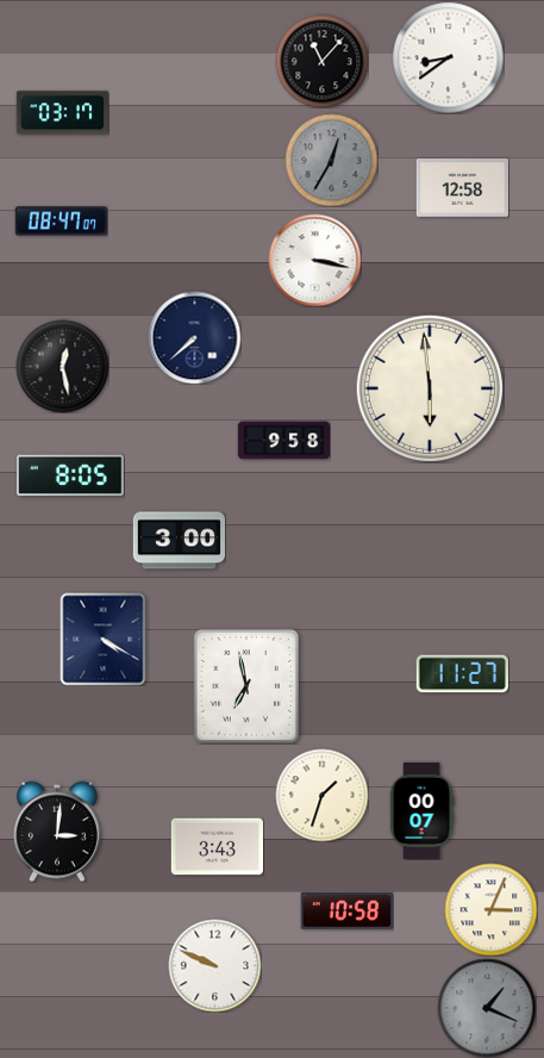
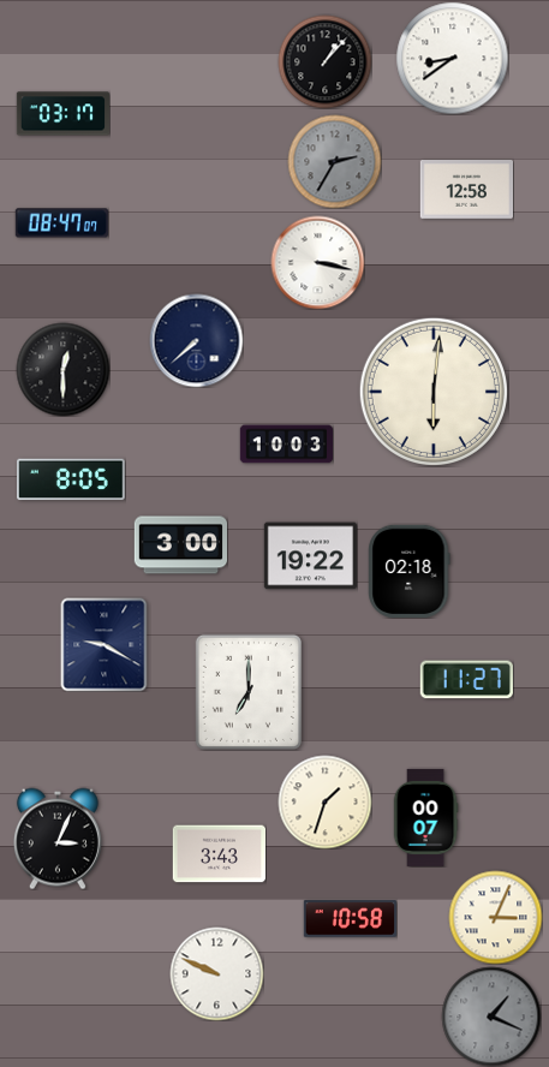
clock at (321, 61): 11:07 -> 1:07
clock at (331, 160): 12:35 -> 2:35
clock at (62, 366): 12:28 -> 12:30
clock at (430, 388): 5:59 -> 6:01
clock at (283, 441): 9:58 -> 10:03
clock at (310, 556): none -> 19:22
clock at (410, 571): none -> 02:18
clock at (104, 639): 4:20 -> 9:20
clock at (246, 686): 6:58 -> 7:00
clock at (57, 832): 3:01 -> 3:04
